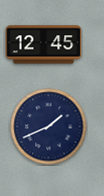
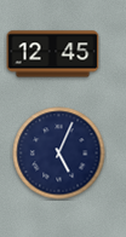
clock at (49, 127): 1:41 -> 5:04
